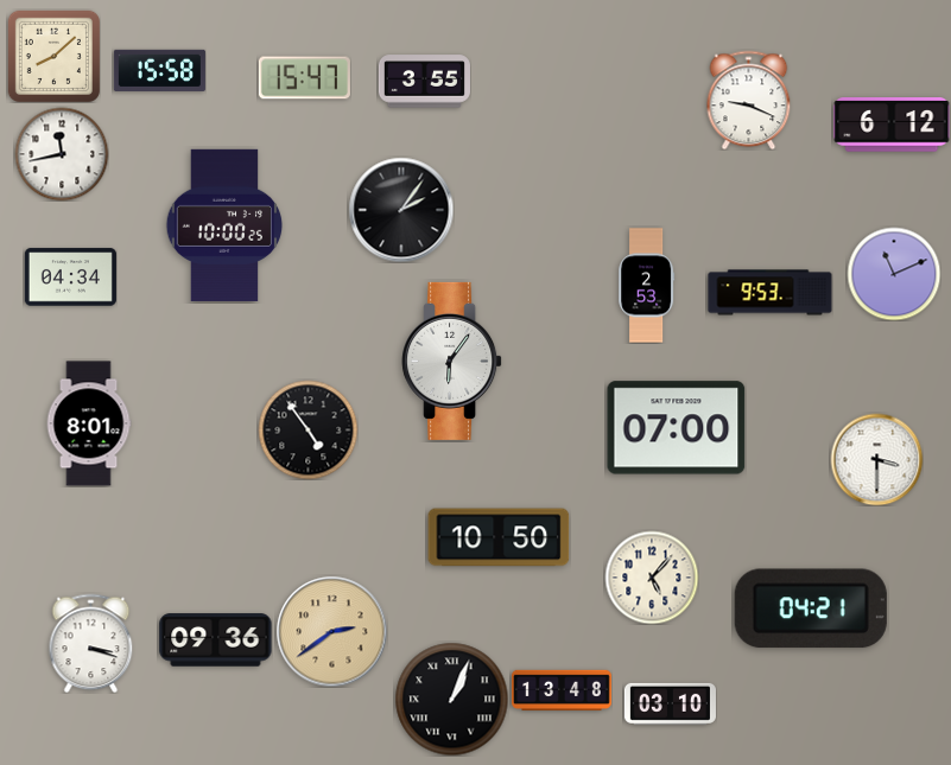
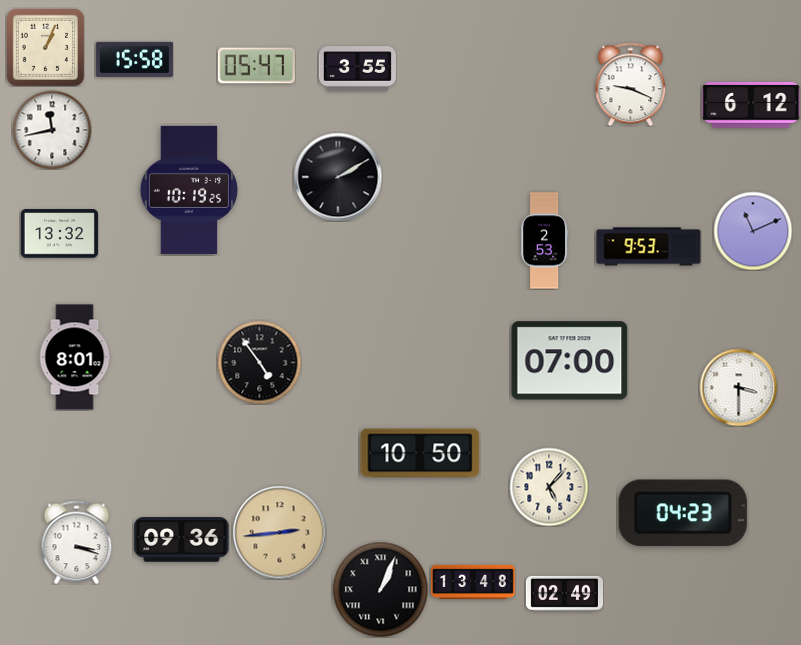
clock at (53, 56): 8:08 -> 1:04
clock at (304, 78): 15:47 -> 05:47
clock at (401, 210): 2:06 -> 2:10
clock at (224, 225): 10:00 -> 10:19
clock at (70, 278): 04:34 -> 13:32
clock at (452, 361): 6:06 -> none
clock at (811, 608): 04:21 -> 04:23
clock at (331, 631): 2:39 -> 2:44
clock at (670, 703): 03:10 -> 02:49
